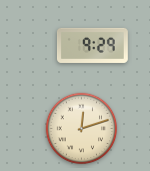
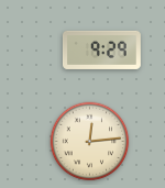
clock at (82, 129): 12:12 -> 12:14
